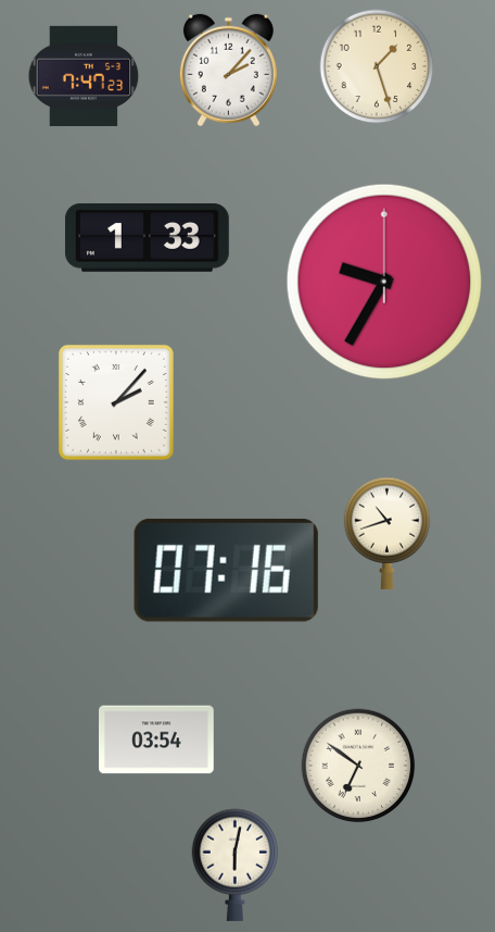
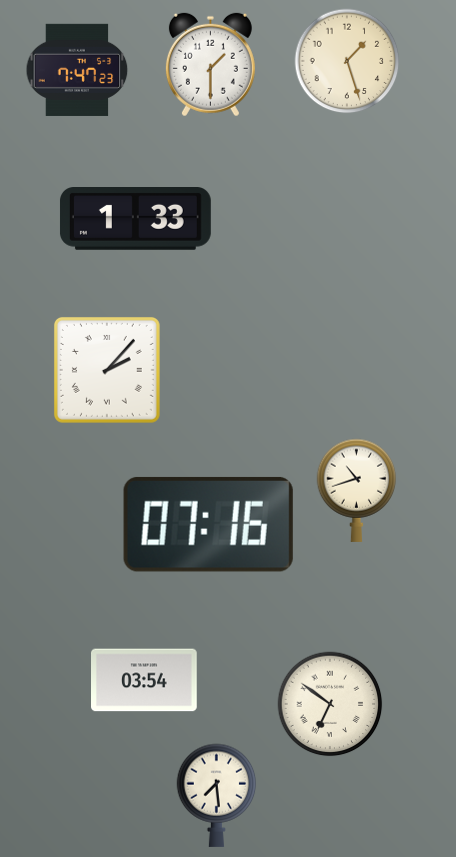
clock at (228, 71): 2:07 -> 1:30
clock at (384, 282): 9:35 -> none
clock at (236, 865): 6:02 -> 7:29
